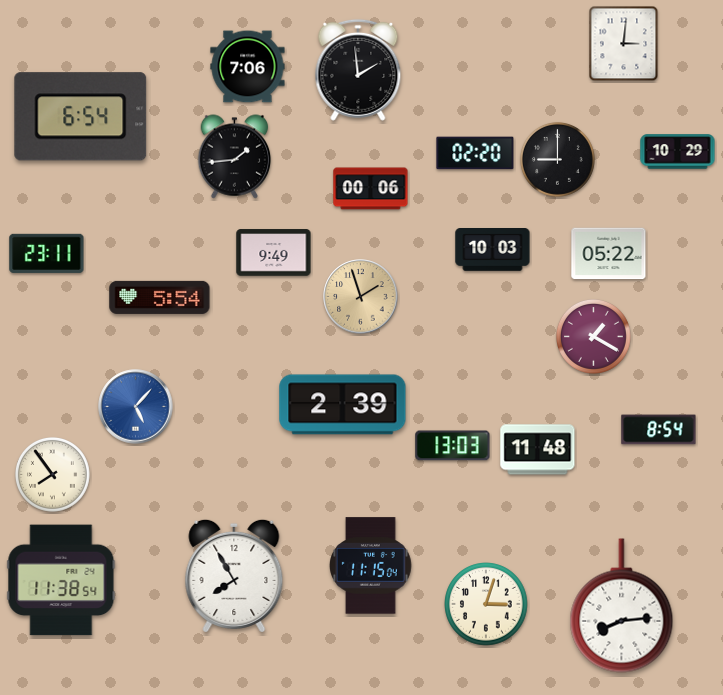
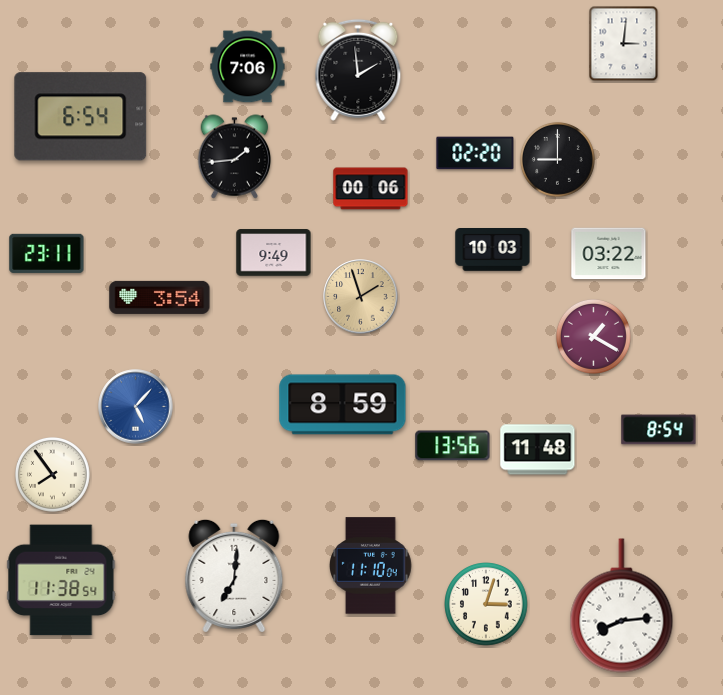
clock at (678, 152): 10:29 -> none
clock at (609, 254): 05:22 -> 03:22
clock at (160, 297): 5:54 -> 3:54
clock at (343, 405): 2:39 -> 8:59
clock at (453, 446): 13:03 -> 13:56
clock at (371, 566): 11:15 -> 11:10
clock at (234, 576): 7:55 -> 7:01
